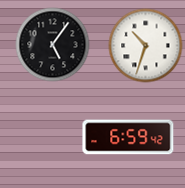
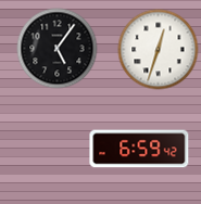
clock at (146, 46): 10:33 -> 12:33
